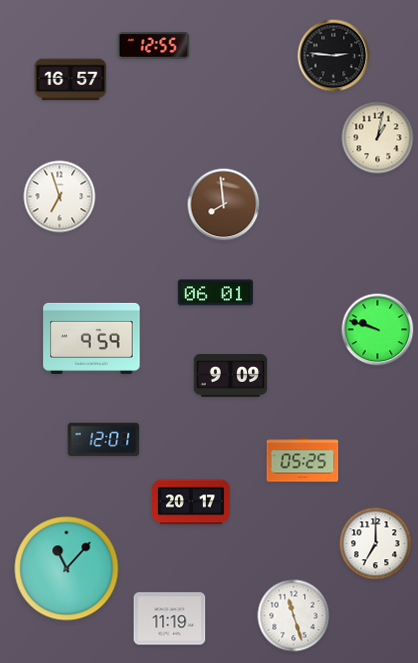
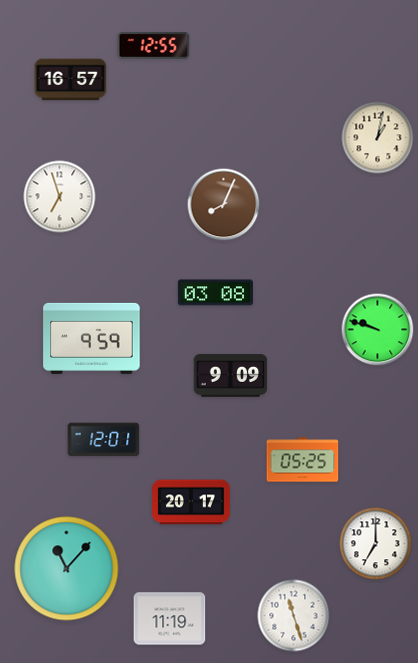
clock at (334, 56): 2:46 -> none
clock at (224, 205): 7:59 -> 8:04
clock at (215, 293): 06:01 -> 03:08
